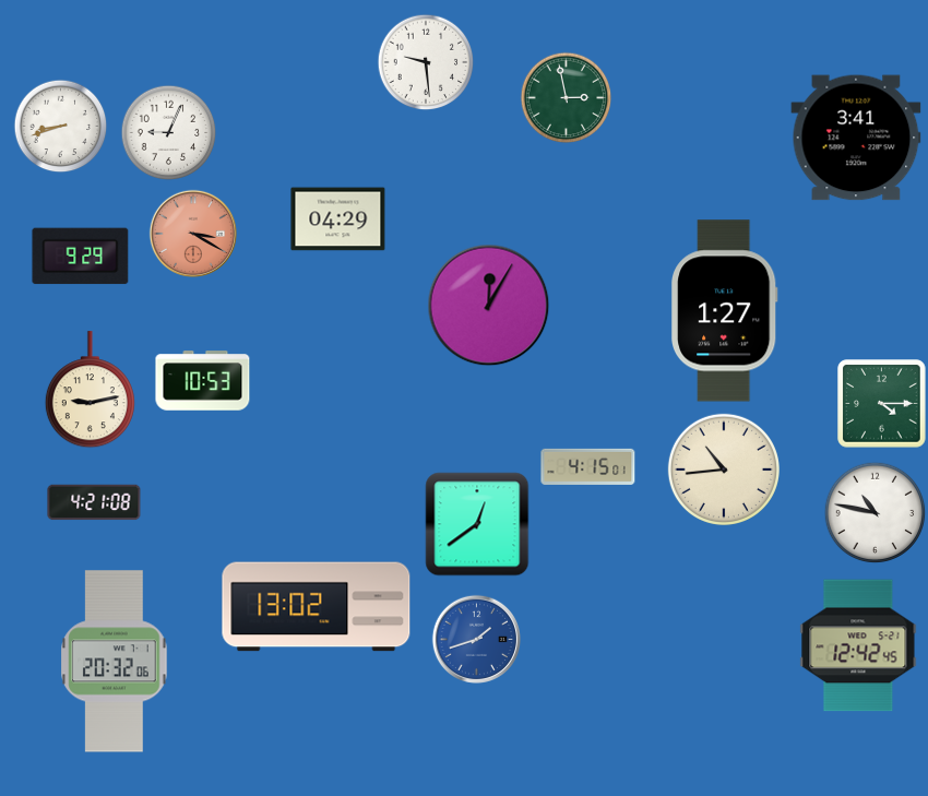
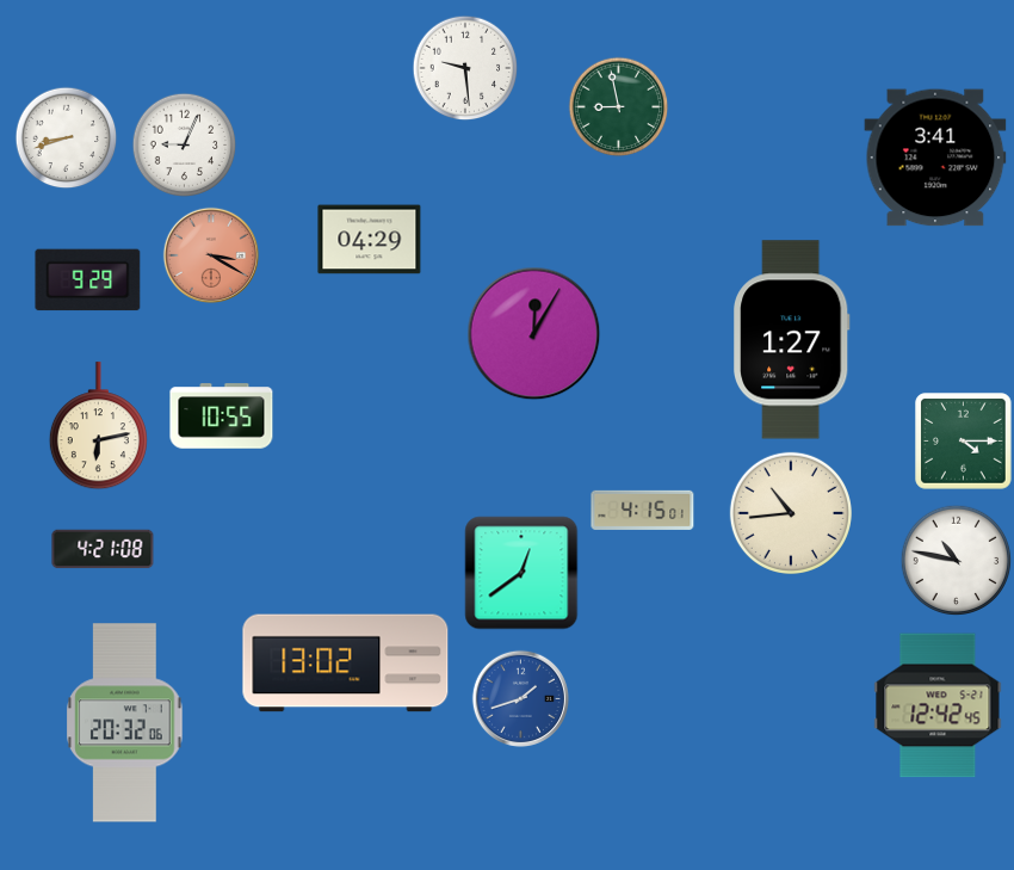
clock at (567, 98): 2:58 -> 8:58
clock at (856, 138) position: (856, 138) -> (935, 158)
clock at (203, 381): 10:53 -> 10:55
clock at (90, 390): 9:13 -> 6:13
